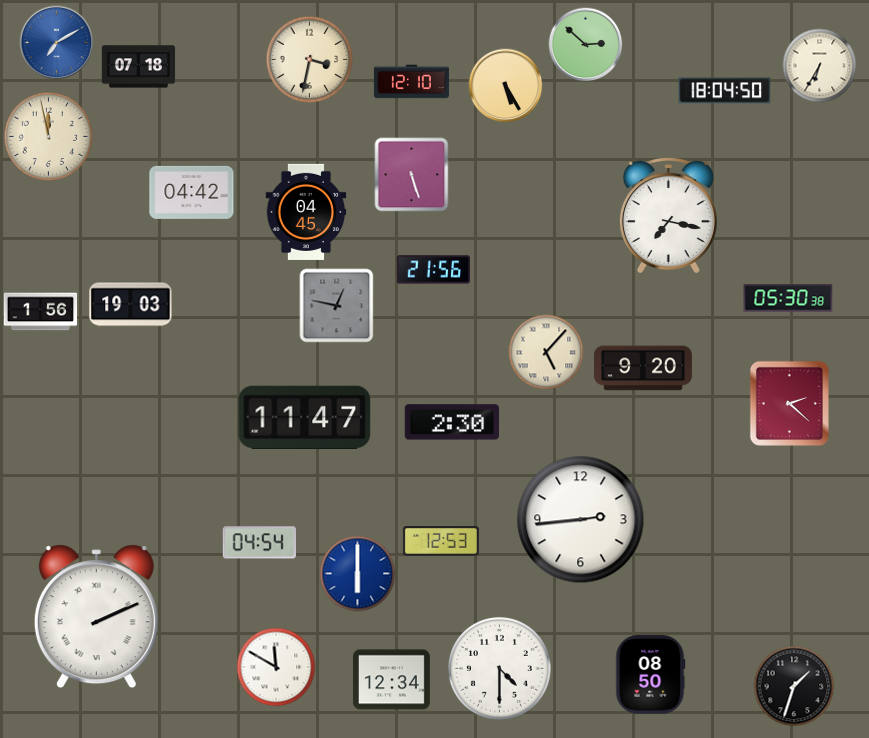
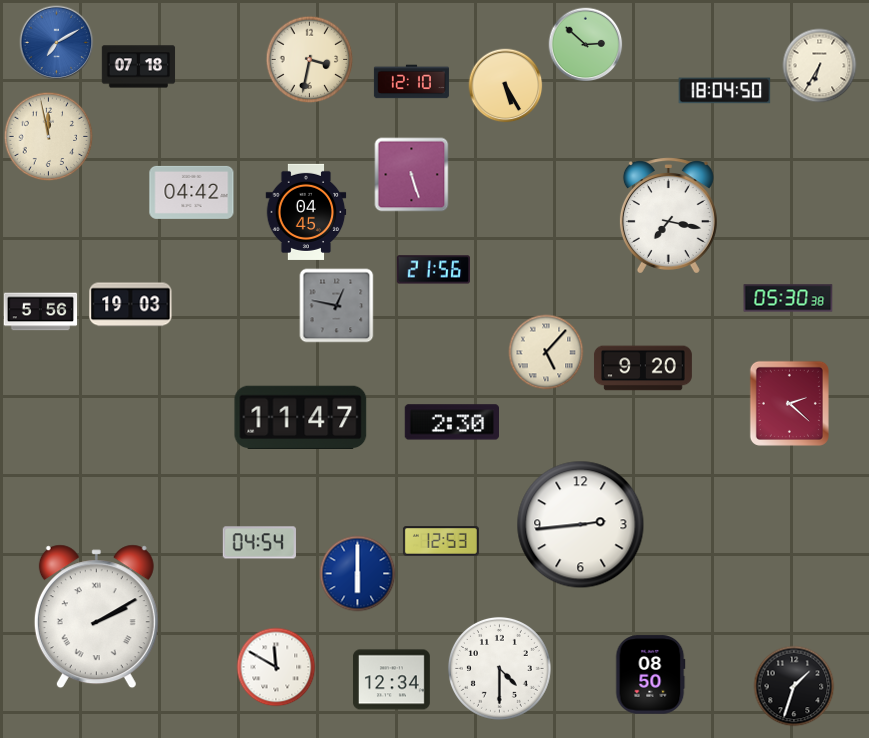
clock at (41, 312): 1:56 -> 5:56
clock at (305, 417) position: (305, 417) -> (301, 417)
clock at (581, 520) position: (581, 520) -> (581, 525)
clock at (96, 617): 2:11 -> 2:10
